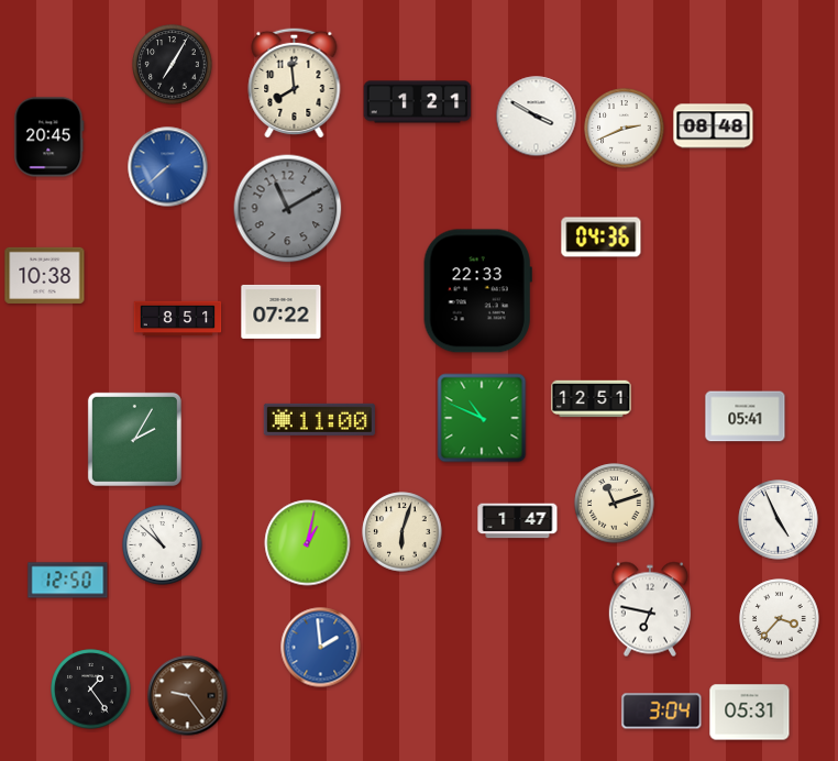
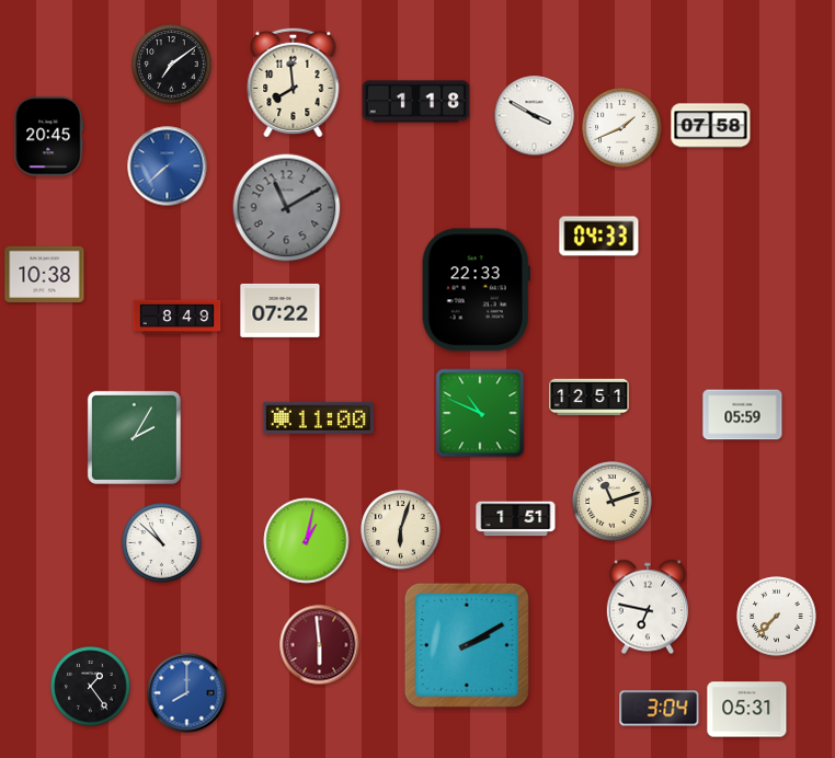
clock at (173, 65): 7:05 -> 7:09
clock at (418, 102): 1:21 -> 1:18
clock at (714, 126): 08:48 -> 07:58
clock at (625, 129): 2:41 -> 1:41
clock at (602, 238): 04:36 -> 04:33
clock at (178, 319): 8:51 -> 8:49
clock at (746, 417): 05:41 -> 05:59
clock at (482, 418) position: (482, 418) -> (480, 413)
clock at (779, 520): 4:56 -> none
clock at (518, 521): 1:47 -> 1:51
clock at (68, 581): 12:50 -> none
clock at (780, 619): 3:37 -> 7:37
clock at (321, 648): 1:59 -> 5:59
clock at (321, 648) dial: blue -> burgundy
clock at (467, 645): none -> 2:10
clock at (188, 696): 9:24 -> 8:00
clock at (188, 696) dial: brown -> blue
